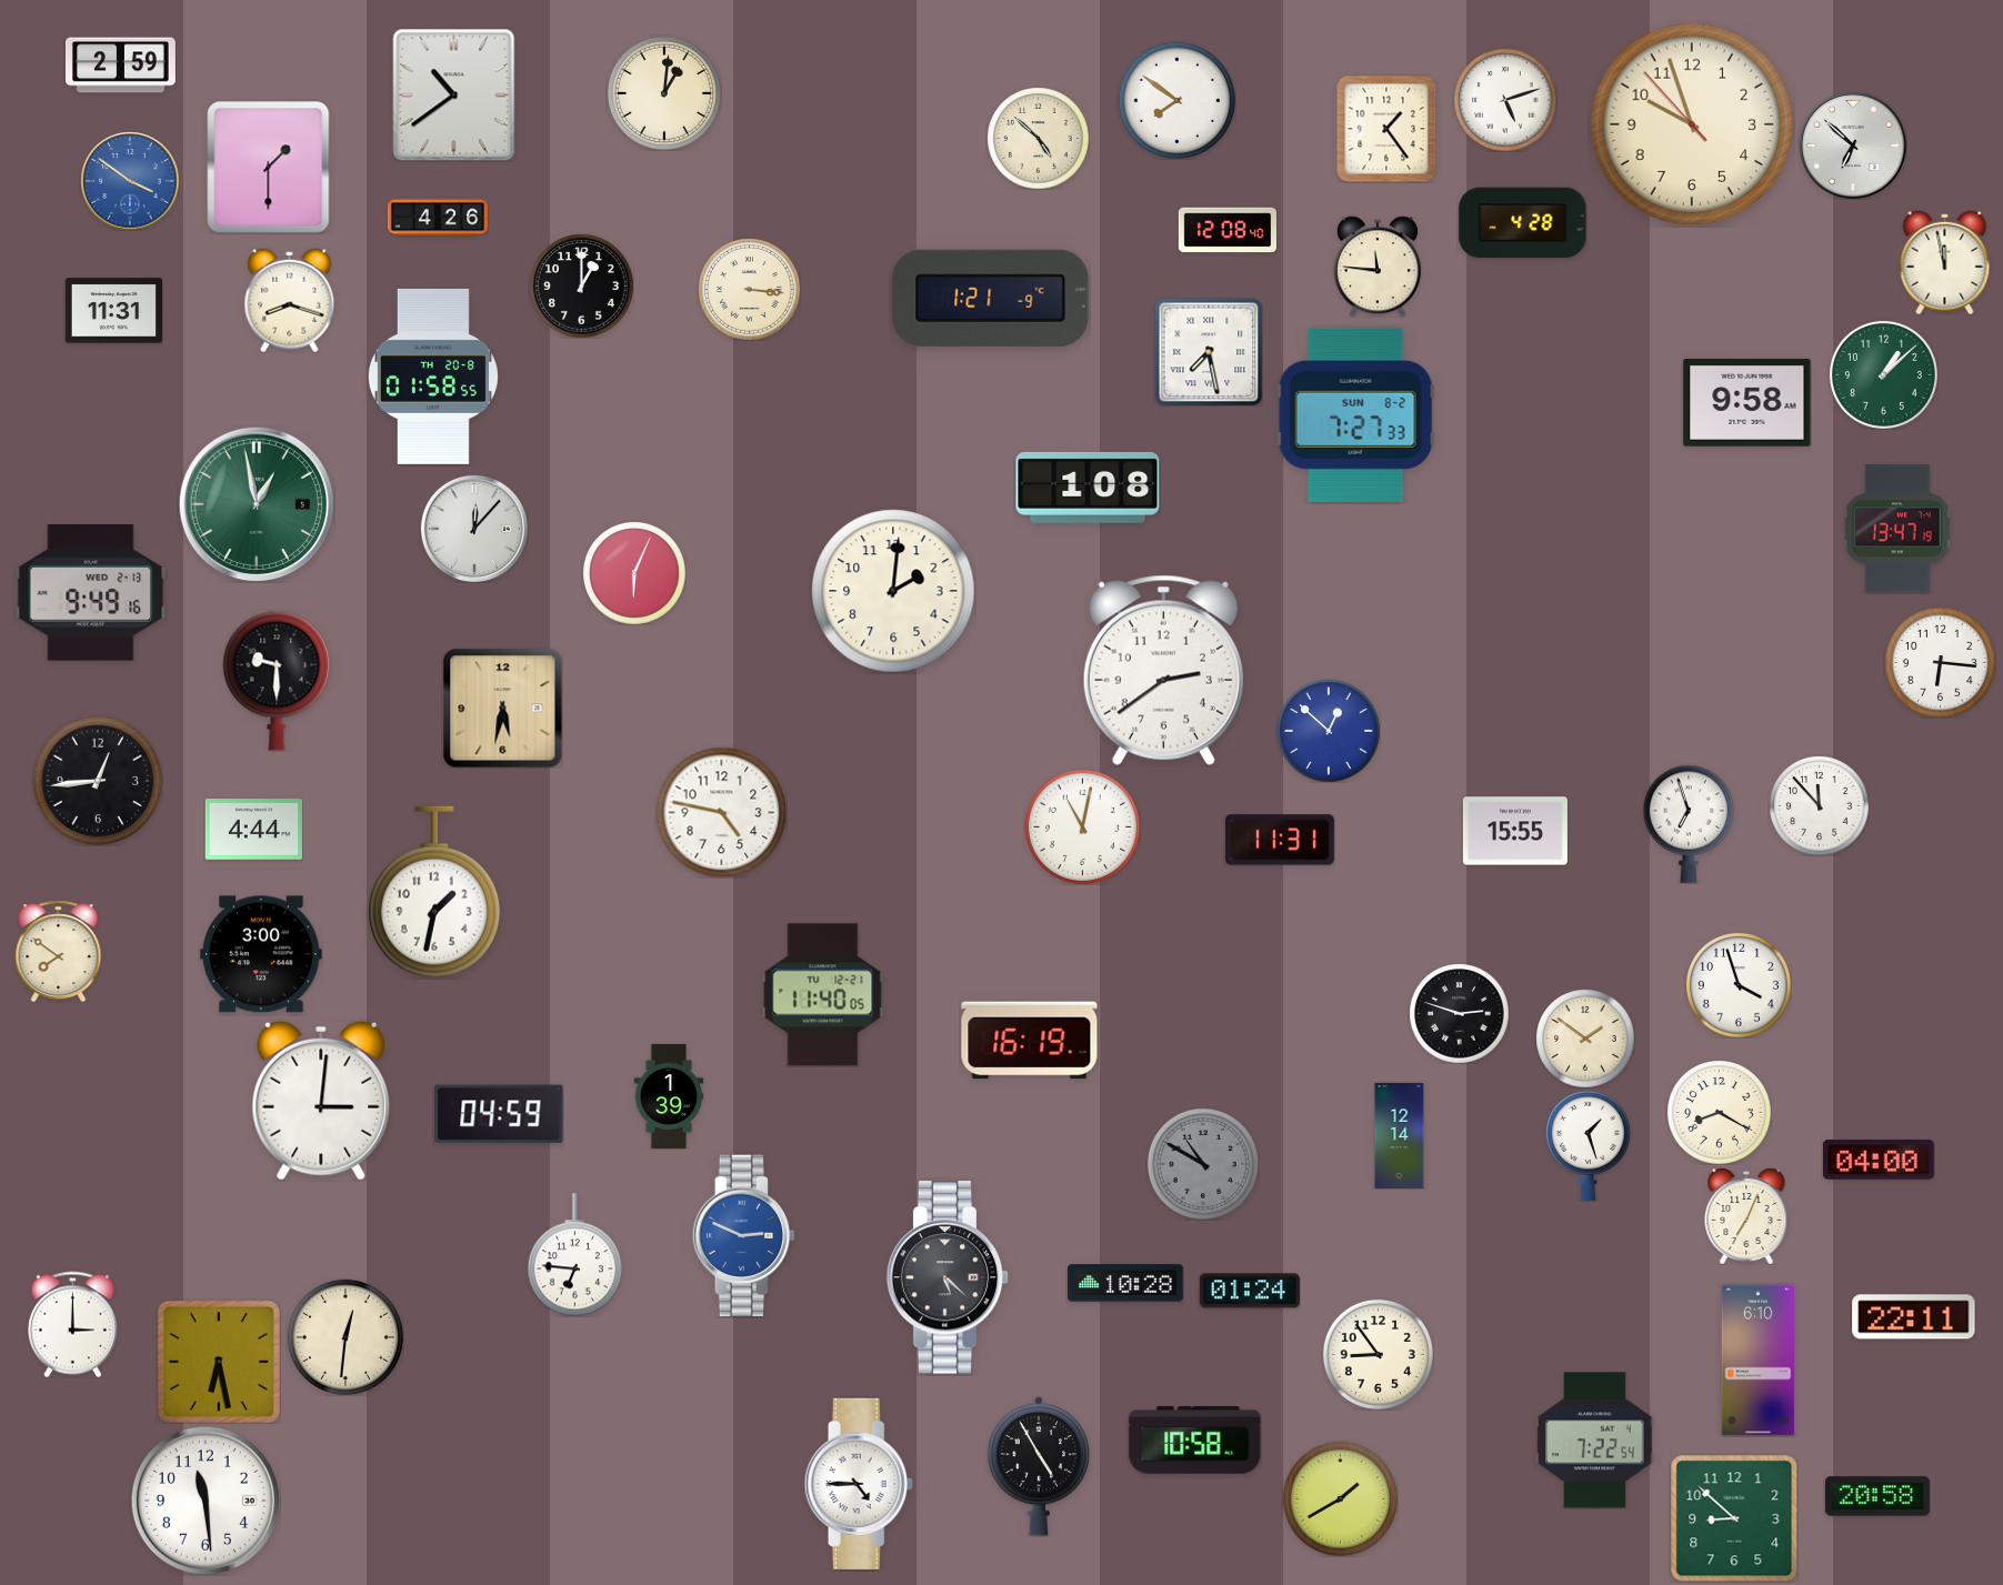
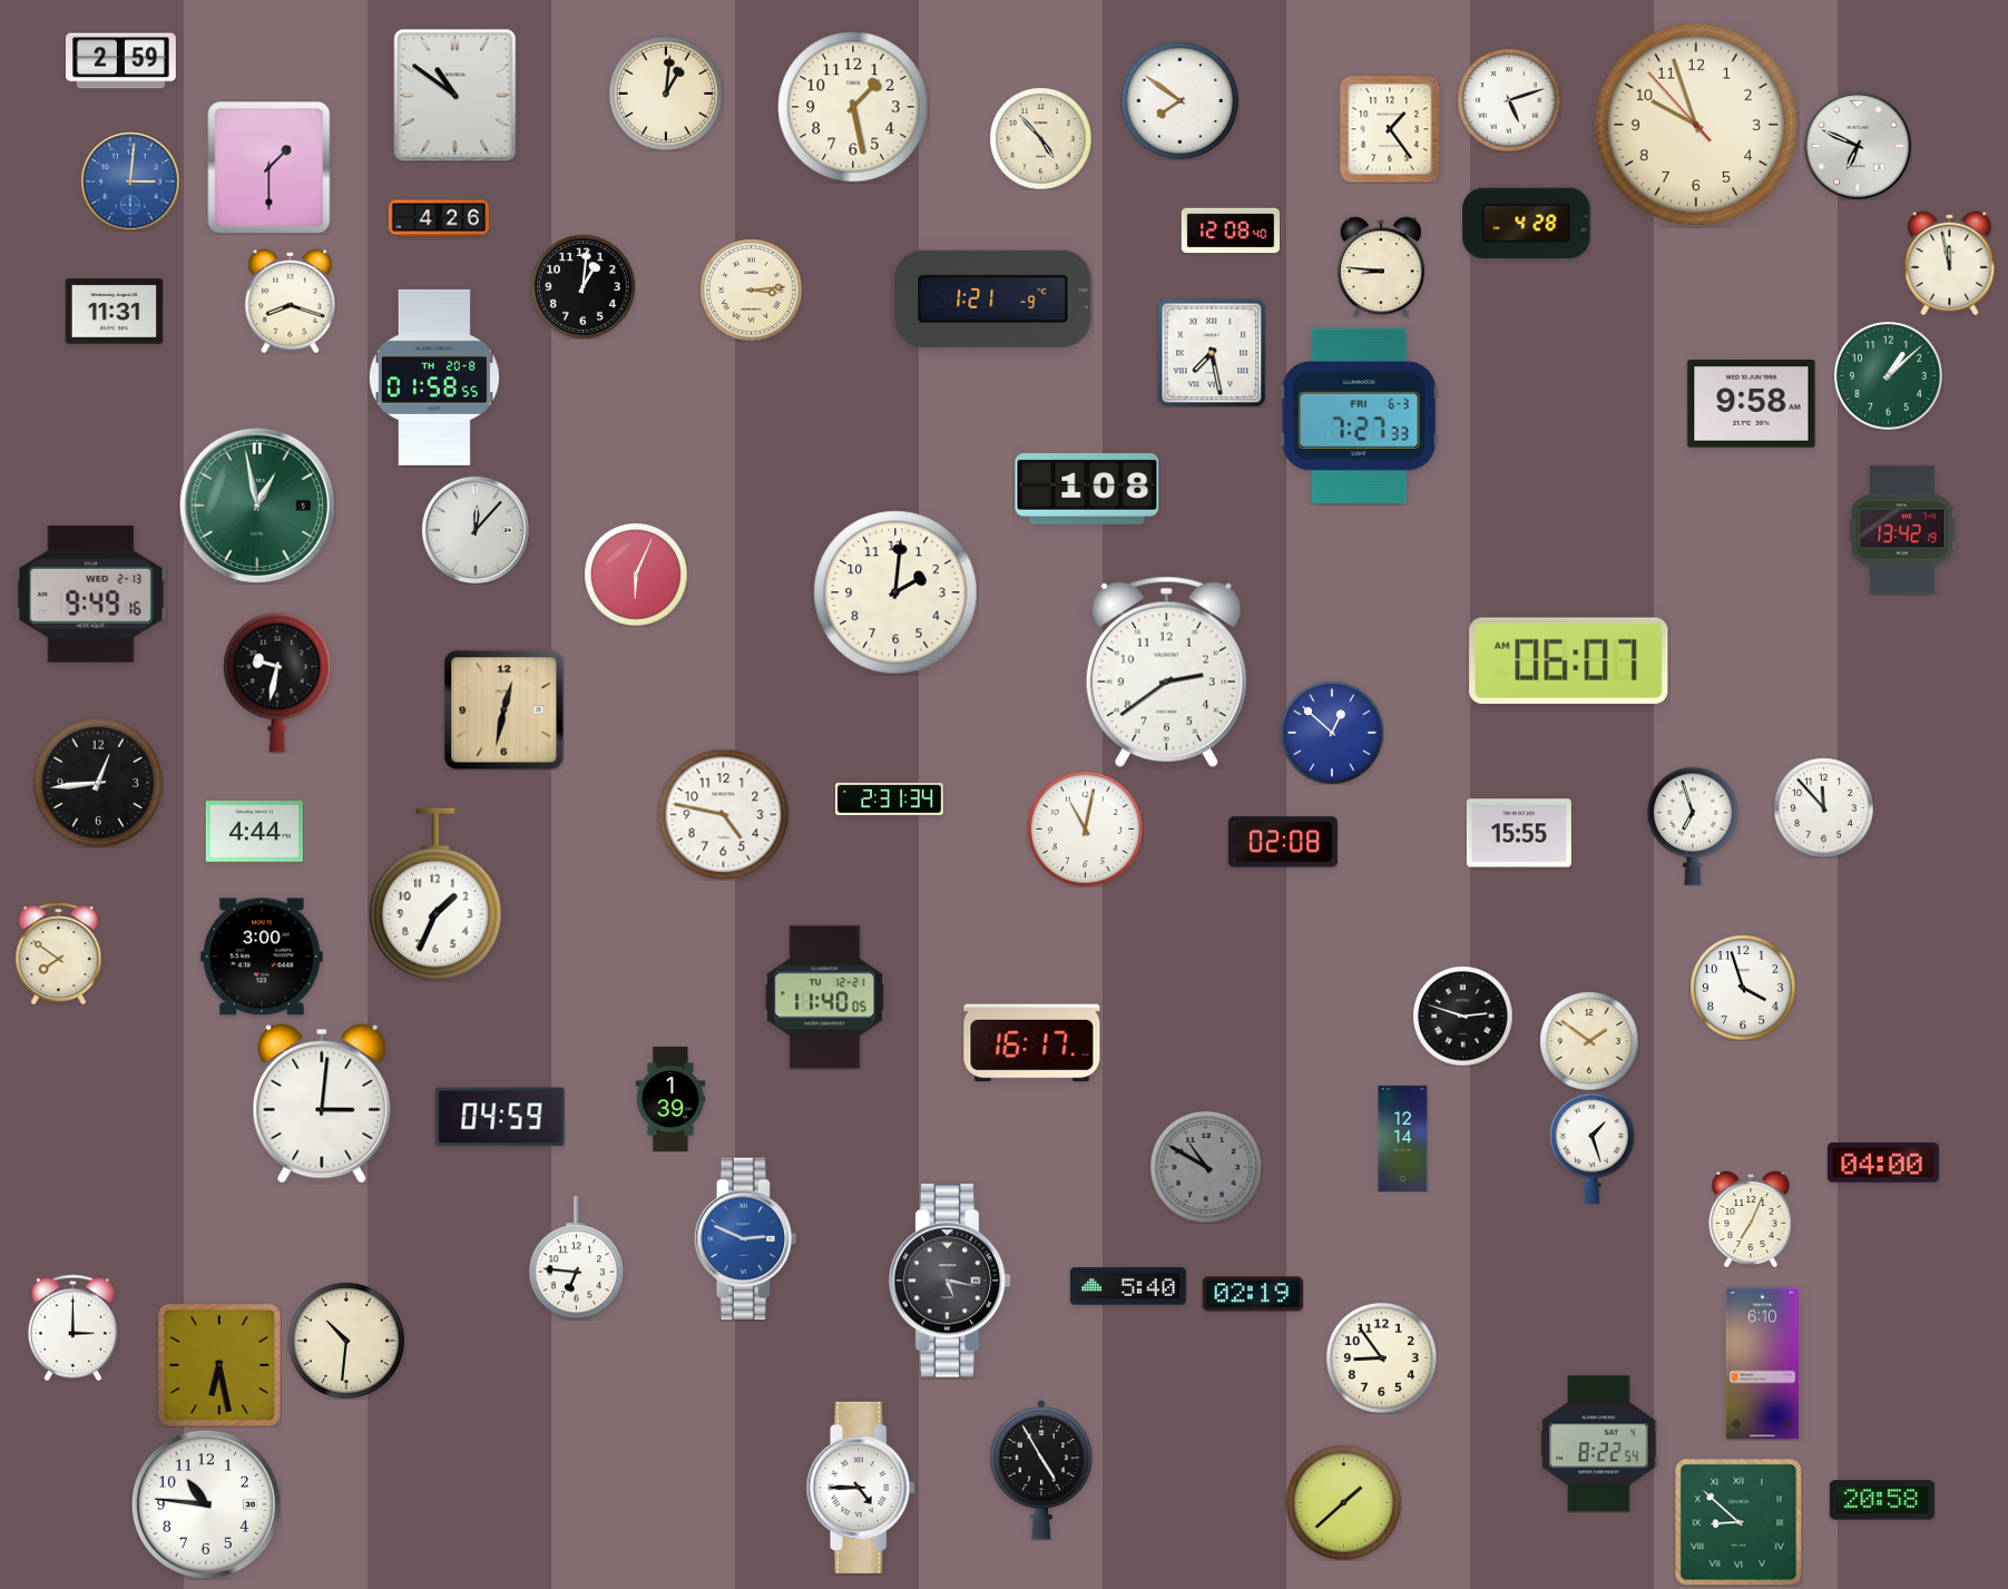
clock at (121, 66) position: (121, 66) -> (121, 61)
clock at (454, 94): 10:39 -> 10:51
clock at (853, 107): none -> 1:28
clock at (1038, 138): 4:52 -> 4:53
clock at (1853, 146): 6:52 -> 6:49
clock at (130, 181): 3:51 -> 3:01
clock at (1378, 267): 11:46 -> 8:46
clock at (582, 287): 1:00 -> 1:01
clock at (749, 289): 3:16 -> 3:14
clock at (1355, 414) date: SUN 8-2 -> FRI 6-3
clock at (1088, 488) position: (1088, 488) -> (1087, 489)
clock at (1897, 529): 13:47 -> 13:42
clock at (1569, 660): none -> 06:07
clock at (1940, 662): 6:16 -> none
clock at (277, 681): 9:30 -> 9:32
clock at (502, 708): 5:32 -> 12:32
clock at (889, 798): none -> 2:31
clock at (1280, 840): 11:31 -> 02:08
clock at (434, 892): 1:32 -> 1:34
clock at (1030, 1041): 16:19 -> 16:17
clock at (1720, 1113): 8:20 -> none
clock at (948, 1277): 5:22 -> 5:17
clock at (1125, 1283): 10:28 -> 5:40
clock at (1250, 1291): 01:24 -> 02:19
clock at (1914, 1317): 22:11 -> none
clock at (345, 1337): 12:31 -> 10:31
clock at (1195, 1441): 10:58 -> none
clock at (1595, 1441): 7:22 -> 8:22
clock at (1340, 1498): 1:40 -> 1:38
clock at (206, 1501): 11:29 -> 10:46
clock at (1734, 1518) numerals: Arabic -> Roman
